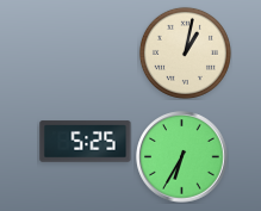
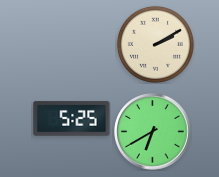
clock at (185, 52): 1:02 -> 2:10
clock at (182, 157): 6:35 -> 6:40
